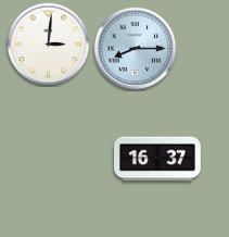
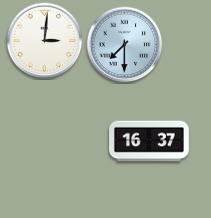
clock at (136, 49): 8:15 -> 7:30
clock at (158, 159) position: (158, 159) -> (150, 141)
